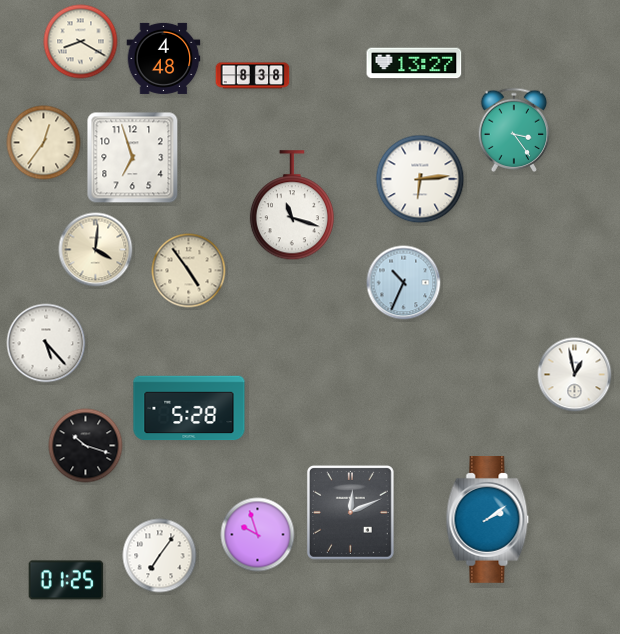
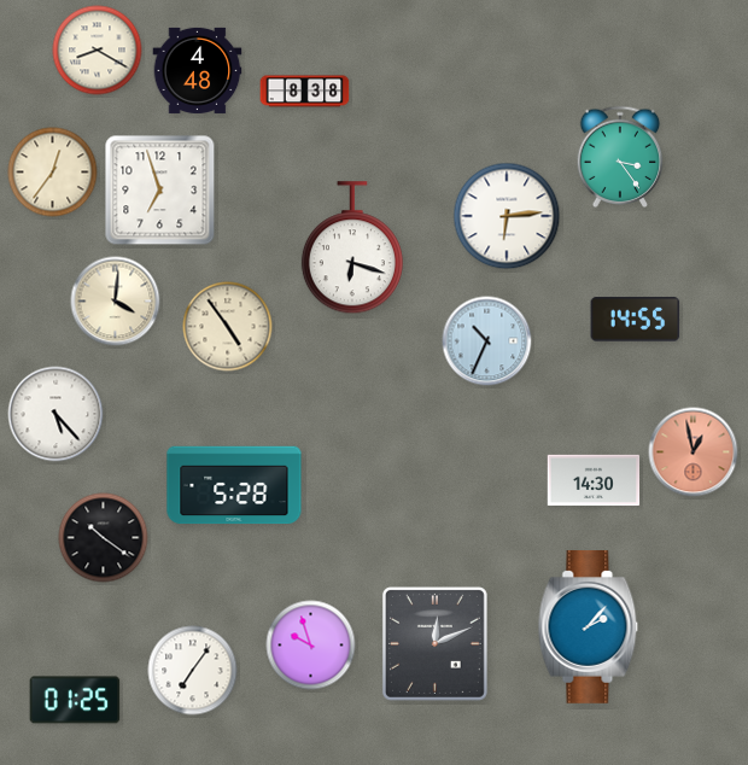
clock at (414, 63): 13:27 -> none
clock at (292, 206): 11:18 -> 6:18
clock at (636, 320): none -> 14:55
clock at (575, 375) dial: white -> salmon
clock at (594, 480): none -> 14:30
clock at (189, 408) position: (189, 408) -> (234, 485)
clock at (86, 446): 10:18 -> 10:21
clock at (350, 512) position: (350, 512) -> (434, 643)
clock at (488, 520): 2:09 -> 2:07
clock at (66, 580) position: (66, 580) -> (75, 700)
